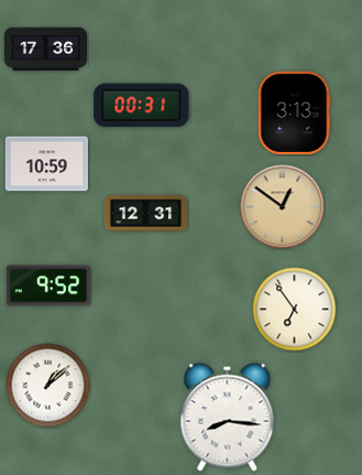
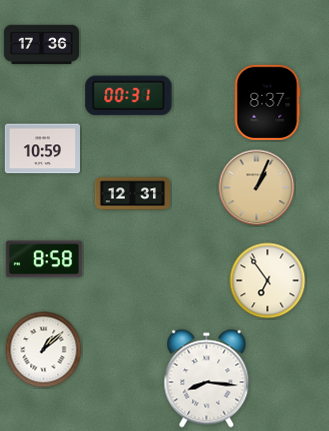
clock at (294, 112): 3:13 -> 8:37
clock at (283, 207): 12:51 -> 1:04
clock at (48, 285): 9:52 -> 8:58
